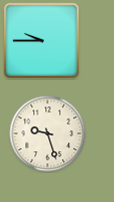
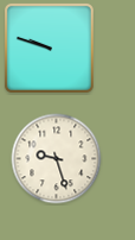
clock at (41, 40): 9:45 -> 9:48
